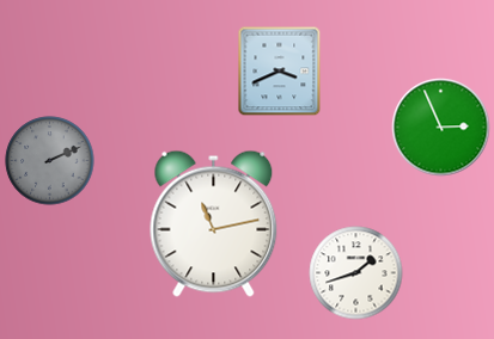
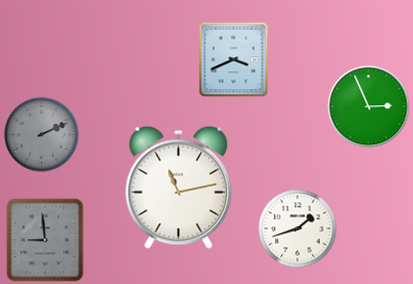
clock at (45, 240): none -> 8:59
